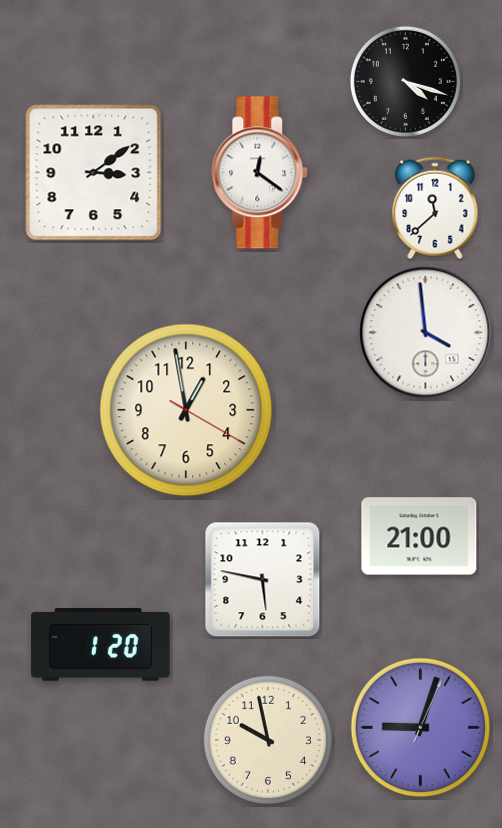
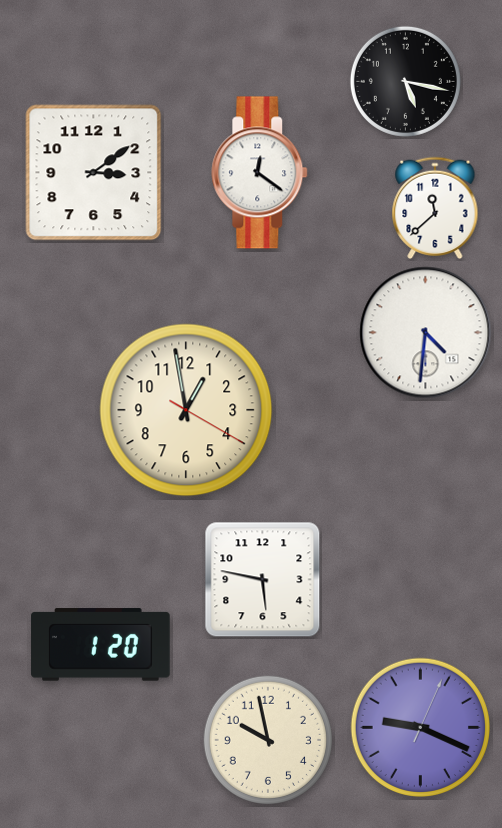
clock at (405, 81): 4:18 -> 5:17
clock at (426, 333): 3:59 -> 4:31
clock at (419, 536): 21:00 -> none
clock at (420, 727): 9:03 -> 9:19
